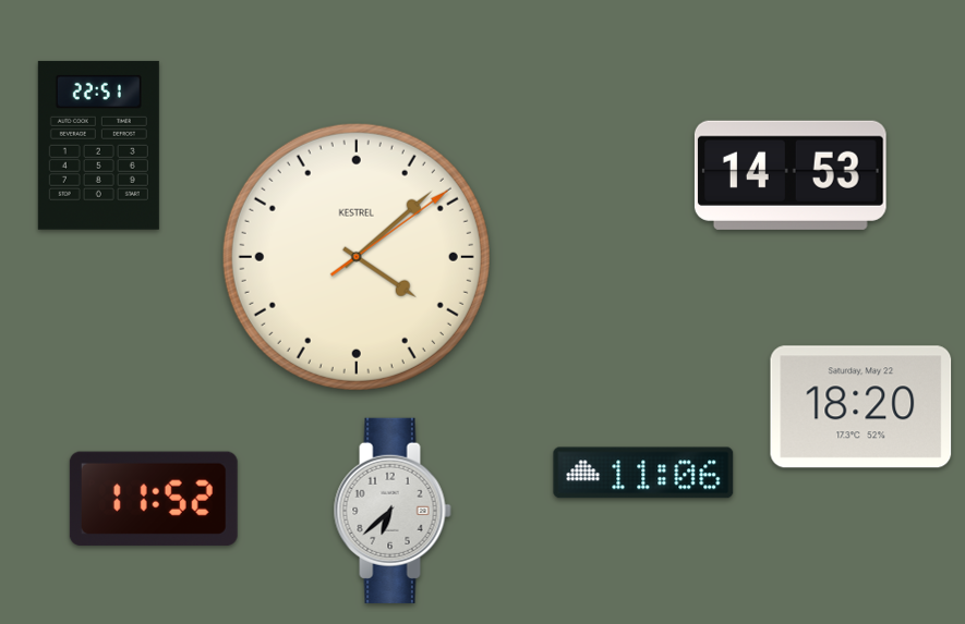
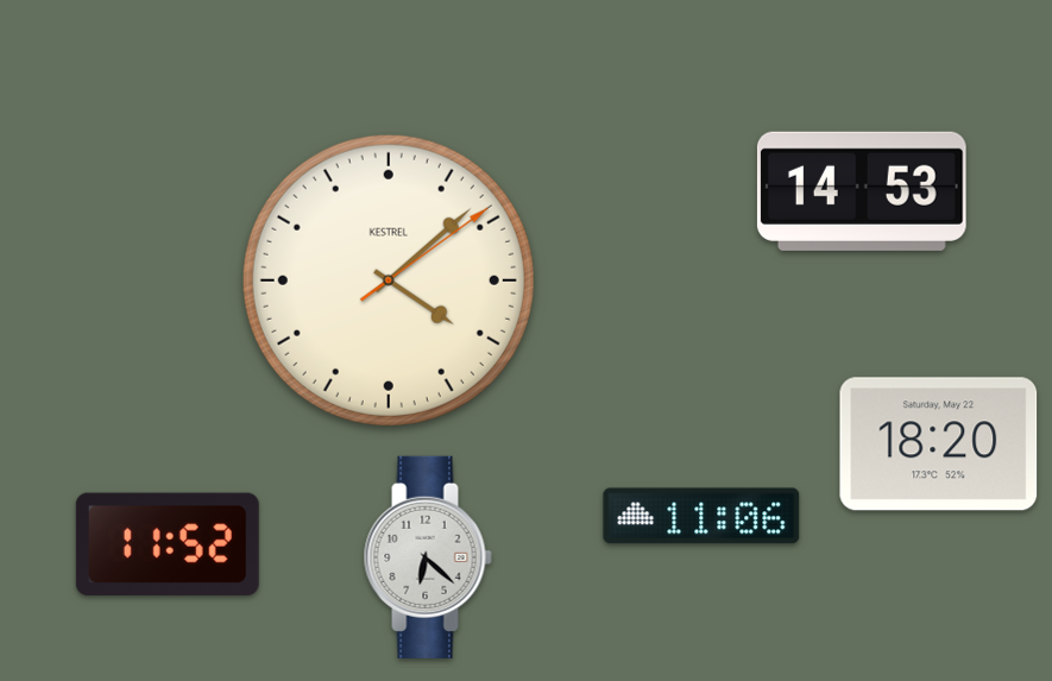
clock at (98, 145): 22:51 -> none
clock at (393, 511): 6:38 -> 6:22
